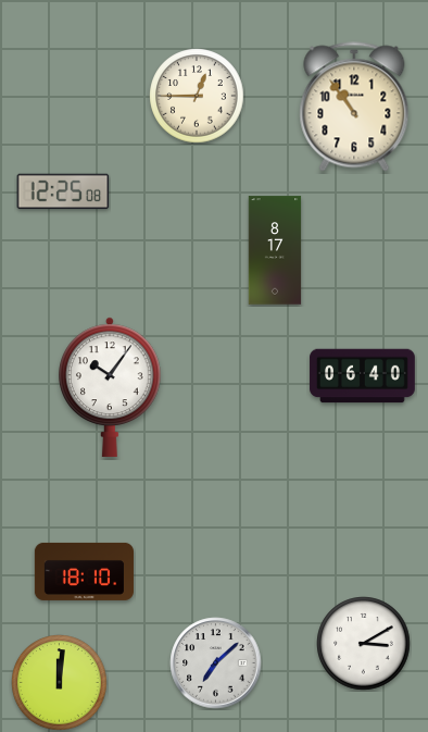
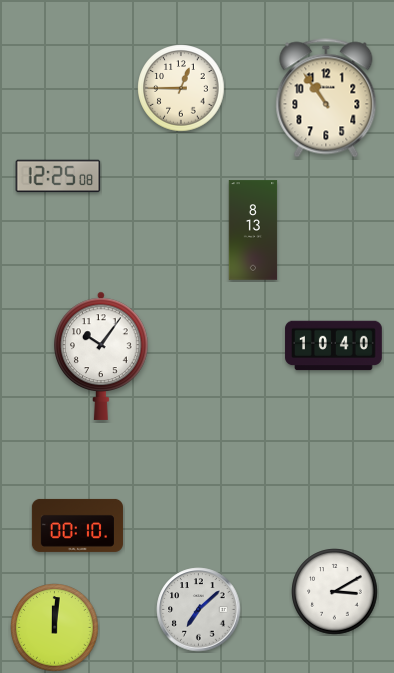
clock at (275, 250): 8:17 -> 8:13
clock at (363, 376): 06:40 -> 10:40
clock at (84, 571): 18:10 -> 00:10
